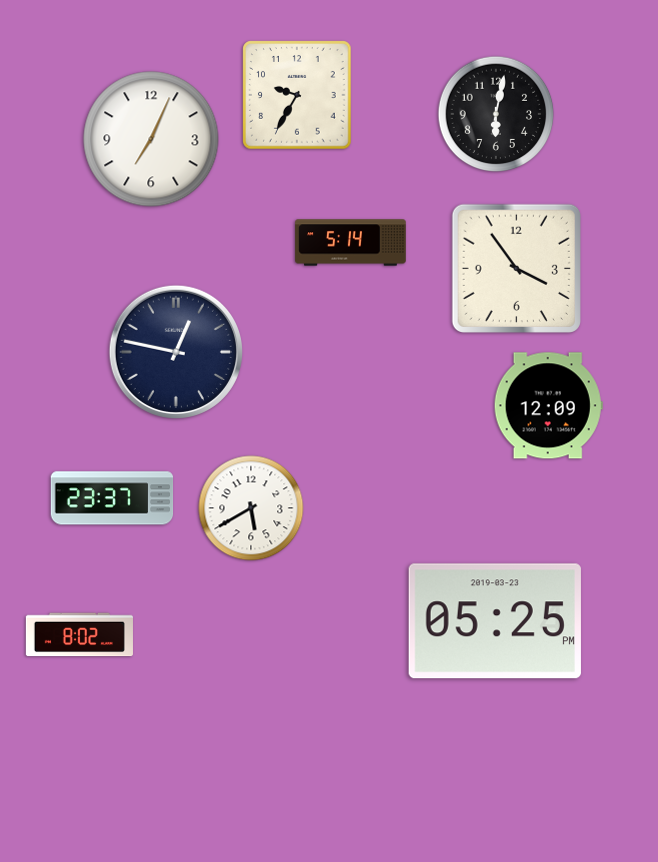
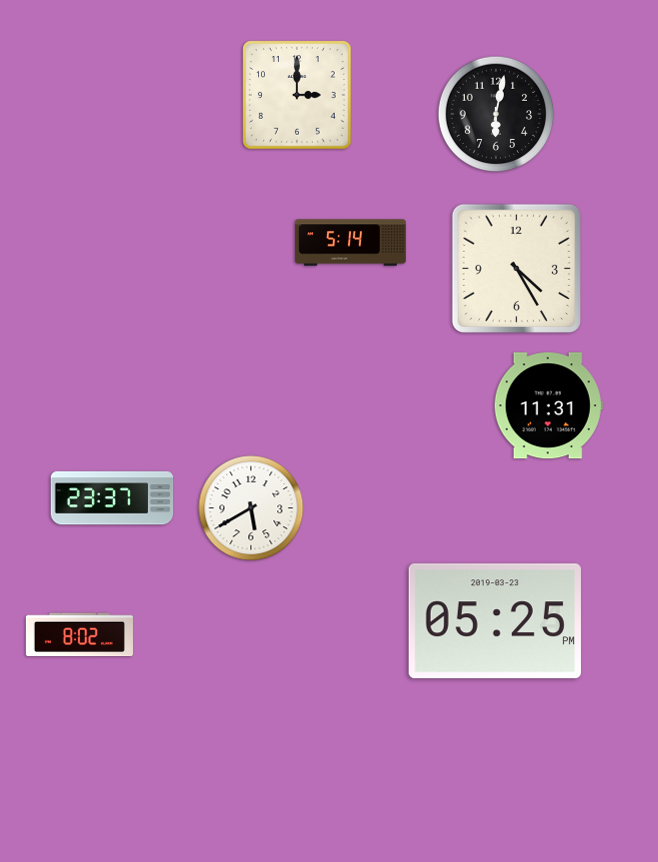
clock at (297, 95): 9:35 -> 3:00
clock at (151, 139): 7:04 -> none
clock at (516, 268): 3:54 -> 4:25
clock at (175, 351): 12:47 -> none
clock at (548, 406): 12:09 -> 11:31
